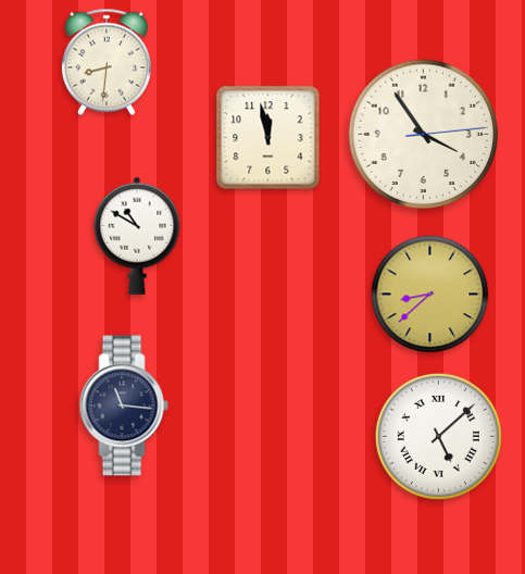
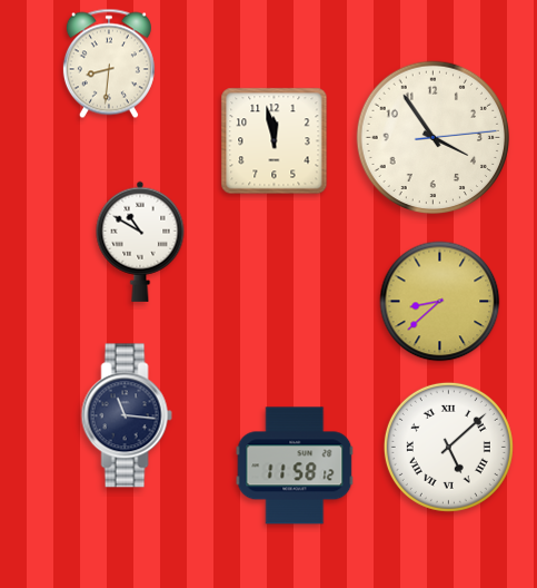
clock at (295, 465): none -> 11:58
